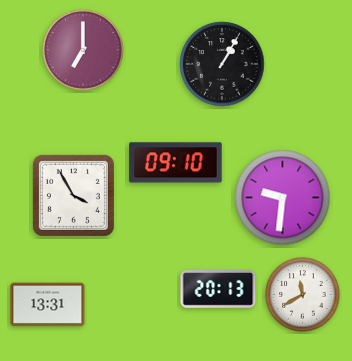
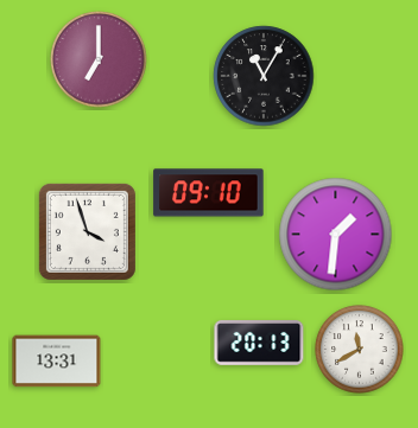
clock at (222, 64): 1:05 -> 11:05
clock at (73, 195): 3:55 -> 3:57
clock at (283, 198): 9:31 -> 1:31
